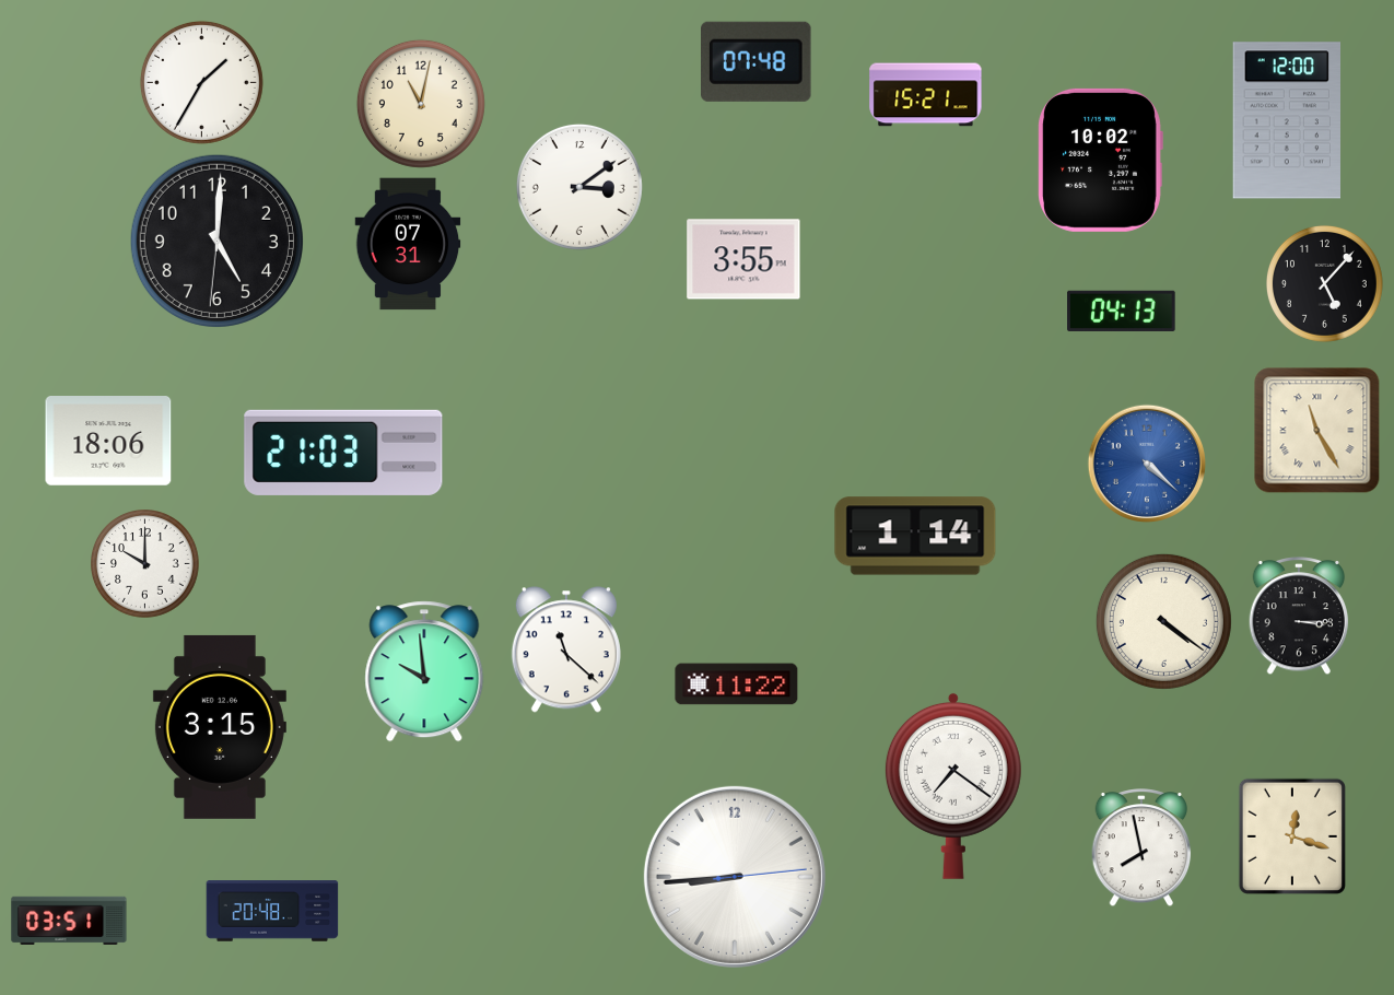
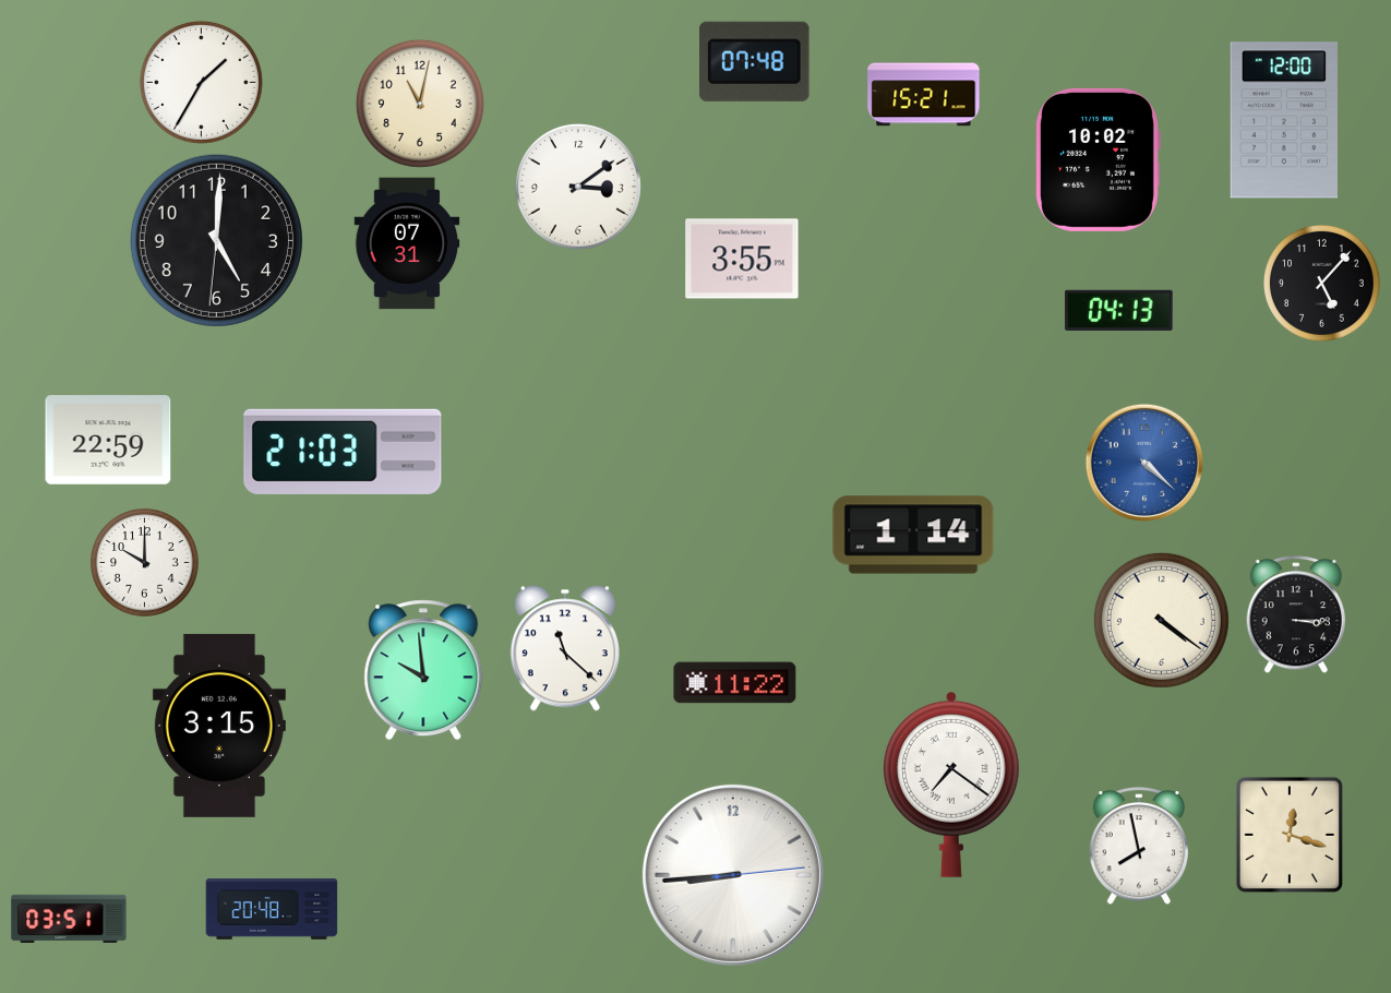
clock at (1317, 431): 11:25 -> none
clock at (108, 441): 18:06 -> 22:59
